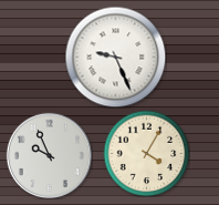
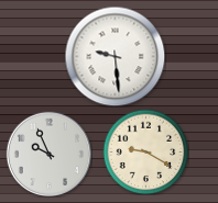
clock at (115, 57): 9:26 -> 9:29
clock at (146, 153): 4:05 -> 9:20
